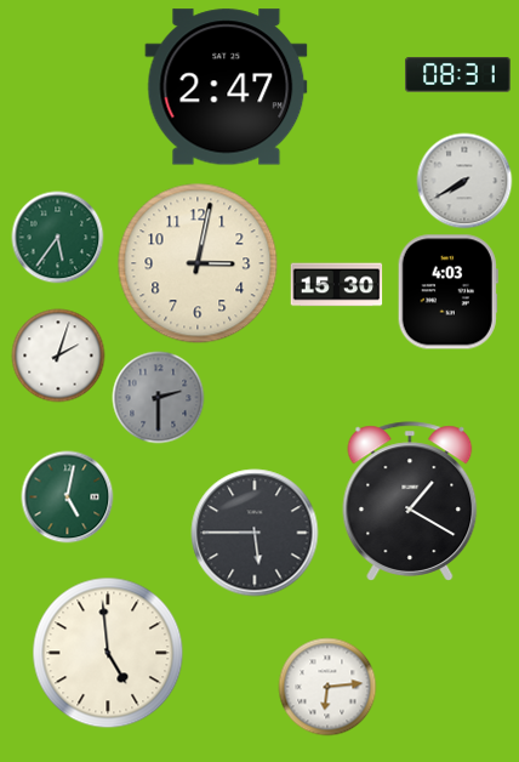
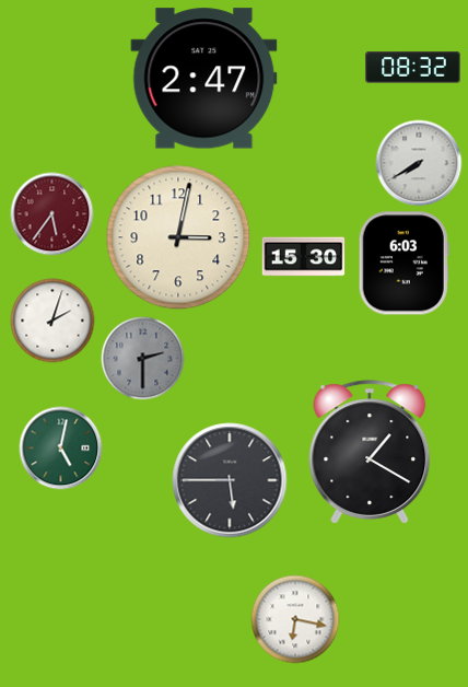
clock at (458, 75): 08:31 -> 08:32
clock at (58, 238) dial: green -> burgundy
clock at (447, 292): 4:03 -> 6:03
clock at (108, 653): 4:59 -> none
clock at (327, 687): 6:14 -> 6:17
